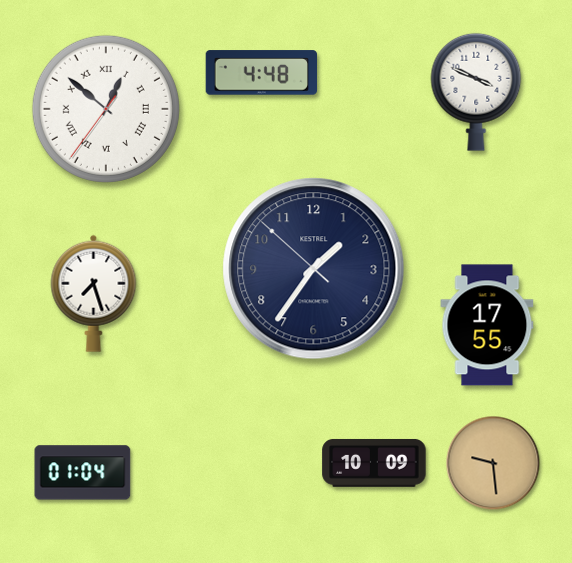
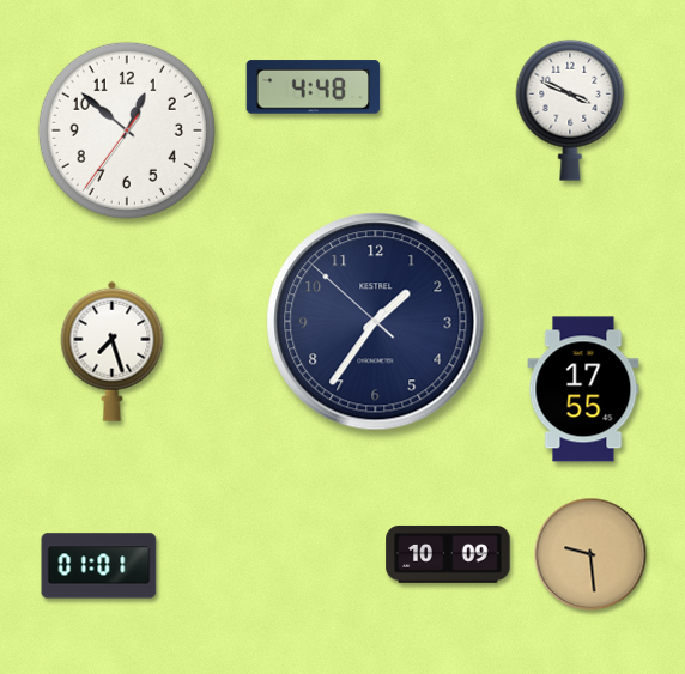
clock at (106, 109) numerals: Roman -> Arabic
clock at (83, 473): 01:04 -> 01:01
